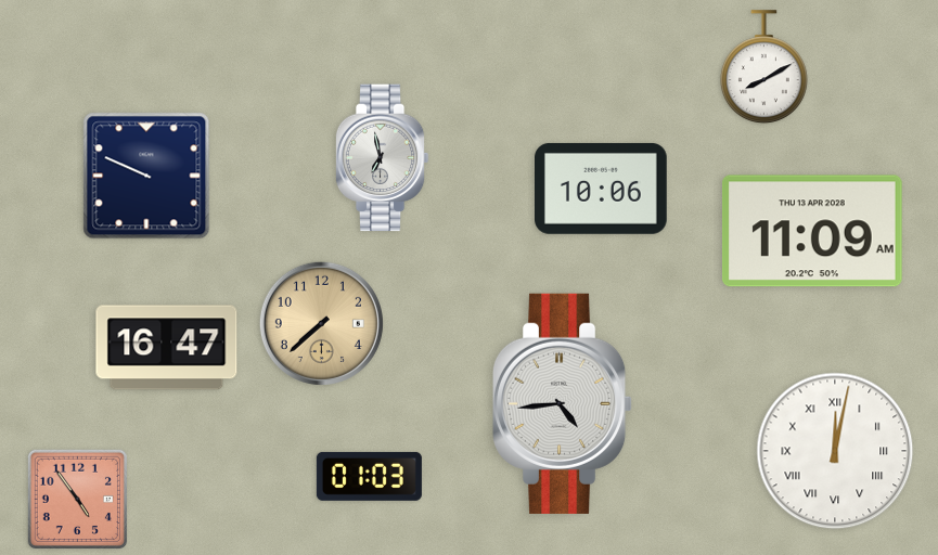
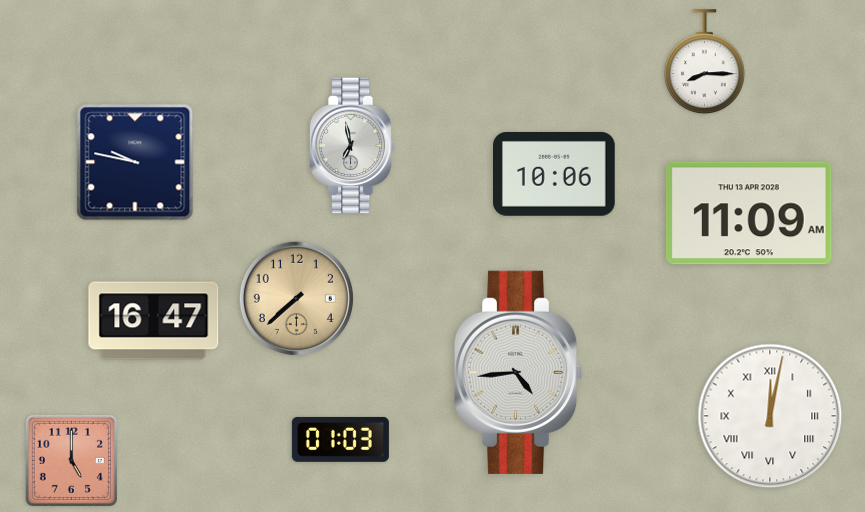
clock at (763, 67): 8:10 -> 8:15
clock at (146, 176): 9:49 -> 9:47
clock at (77, 499): 4:54 -> 5:00
